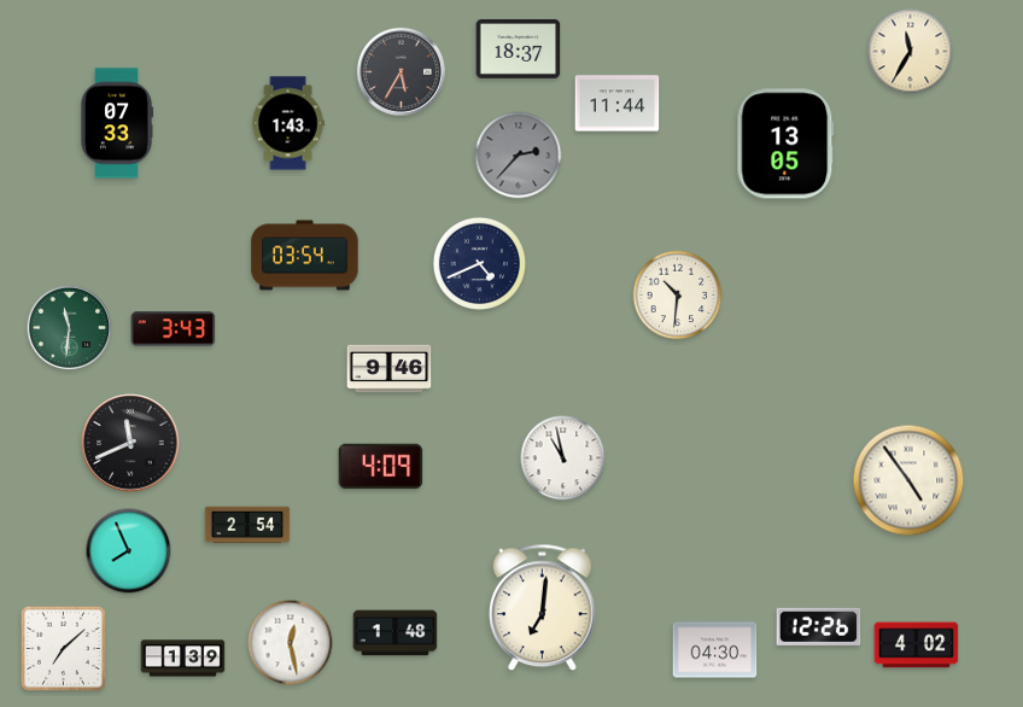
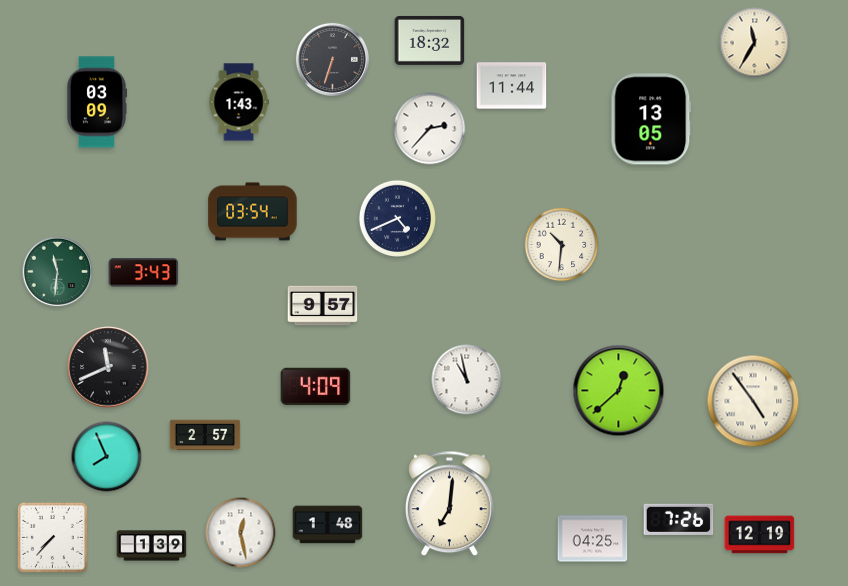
clock at (519, 48): 18:37 -> 18:32
clock at (401, 71): 5:35 -> 6:33
clock at (116, 123): 07:33 -> 03:09
clock at (519, 156) dial: grey -> white
clock at (390, 369): 9:46 -> 9:57
clock at (619, 391): none -> 12:38
clock at (908, 480) position: (908, 480) -> (753, 401)
clock at (247, 525): 2:54 -> 2:57
clock at (819, 626): 12:26 -> 7:26
clock at (917, 645): 4:02 -> 12:19
clock at (63, 648): 7:08 -> 7:37
clock at (715, 650): 04:30 -> 04:25
